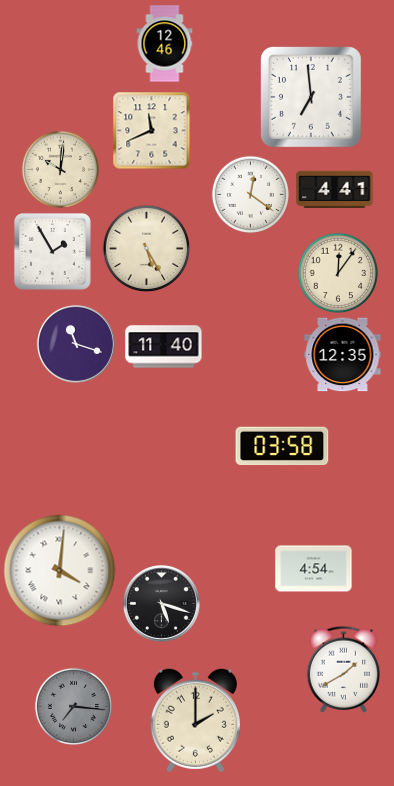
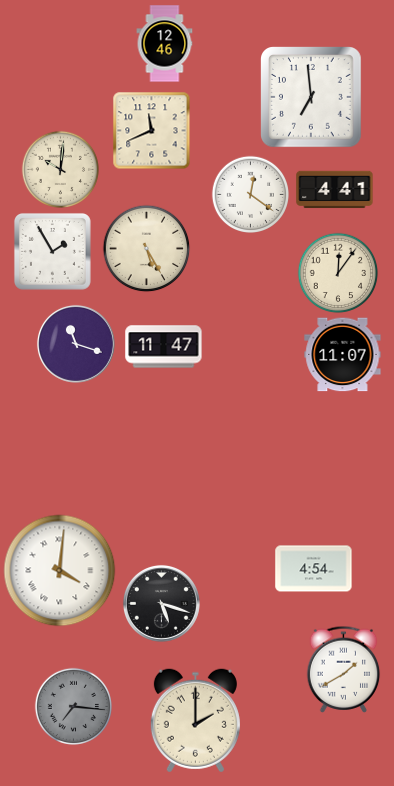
clock at (164, 347): 11:40 -> 11:47
clock at (343, 355): 12:35 -> 11:07
clock at (282, 446): 03:58 -> none
